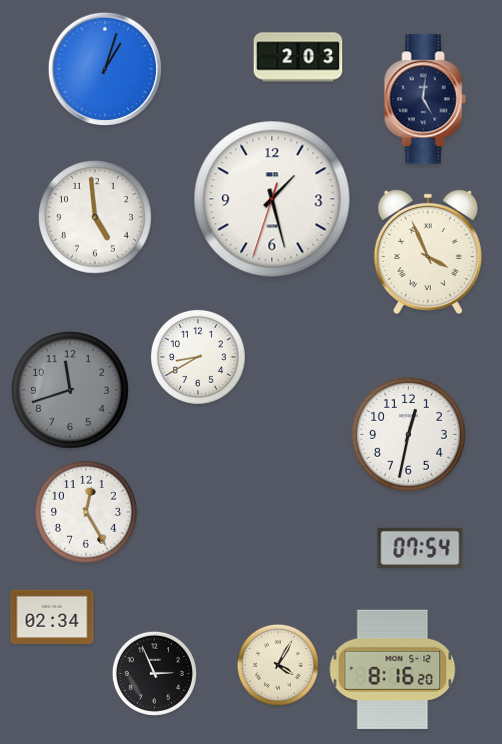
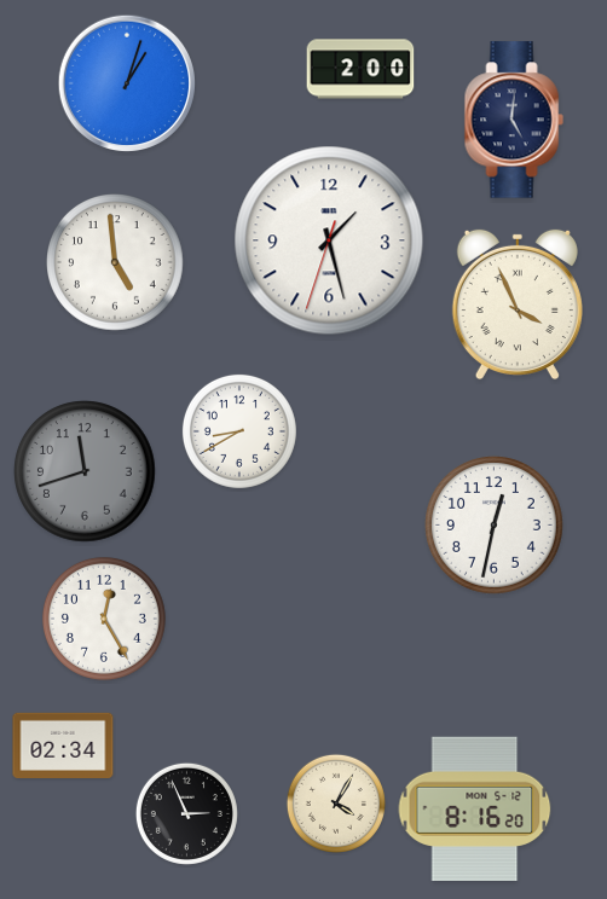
clock at (298, 57): 2:03 -> 2:00
clock at (420, 548): 07:54 -> none
